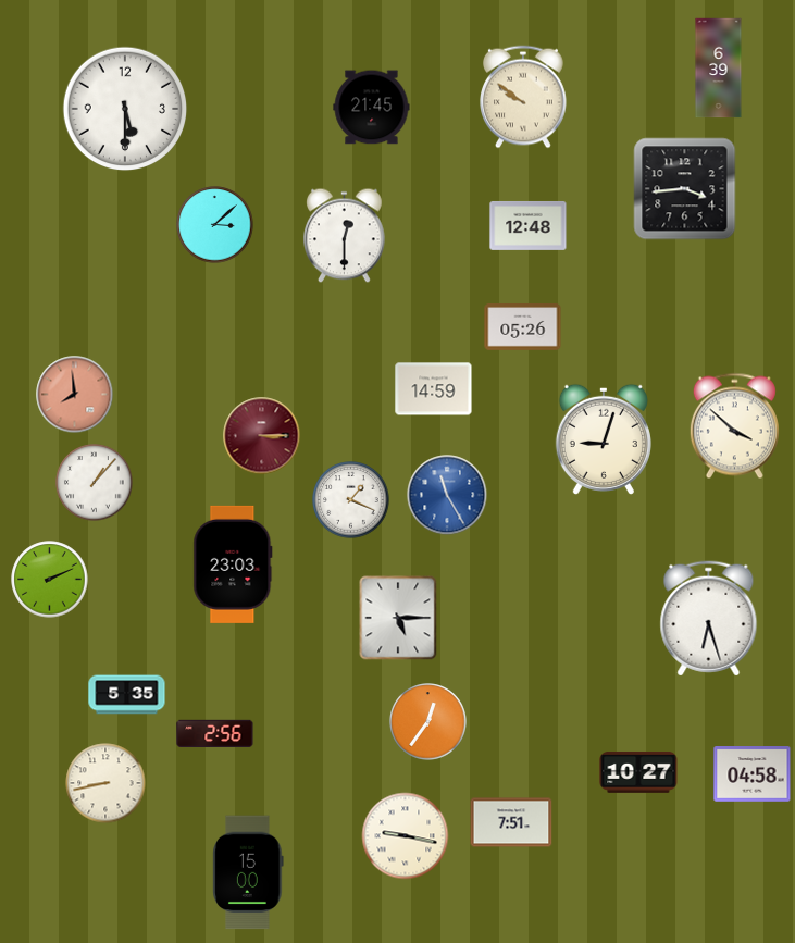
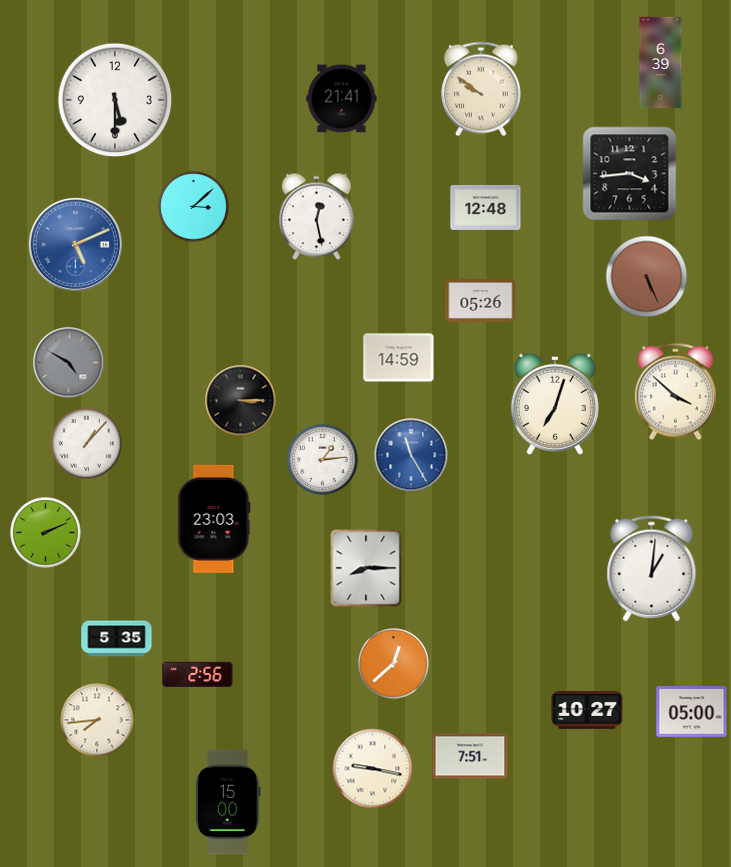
clock at (372, 108): 21:45 -> 21:41
clock at (215, 225) position: (215, 225) -> (194, 207)
clock at (345, 236): 12:30 -> 12:28
clock at (75, 244): none -> 5:11
clock at (647, 277): none -> 5:26
clock at (75, 395): 7:59 -> 4:50
clock at (75, 395) dial: salmon -> grey
clock at (262, 436) dial: burgundy -> black
clock at (604, 439): 9:03 -> 7:03
clock at (351, 500): 1:19 -> 1:14
clock at (398, 618): 5:15 -> 8:15
clock at (709, 619): 6:27 -> 1:01
clock at (428, 722): 12:36 -> 12:38
clock at (753, 774): 04:58 -> 05:00
clock at (105, 783): 8:43 -> 7:44
